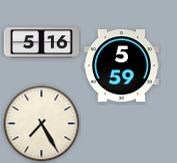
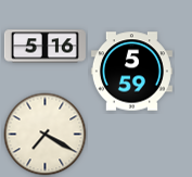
clock at (42, 124): 7:25 -> 7:20
